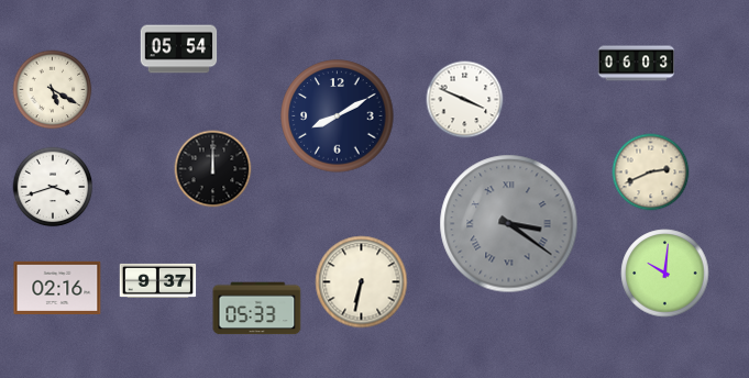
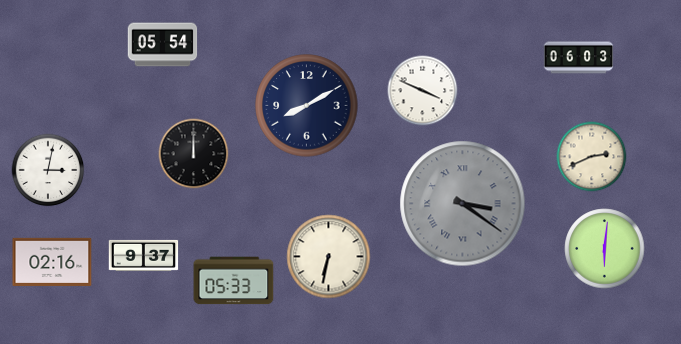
clock at (53, 90): 5:20 -> none
clock at (53, 187): 3:42 -> 3:02
clock at (665, 274): 10:01 -> 6:01
